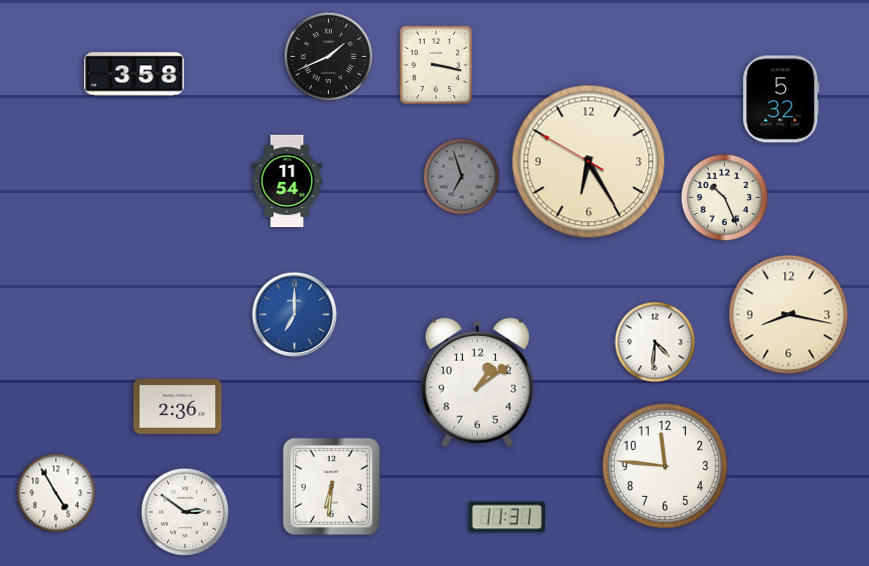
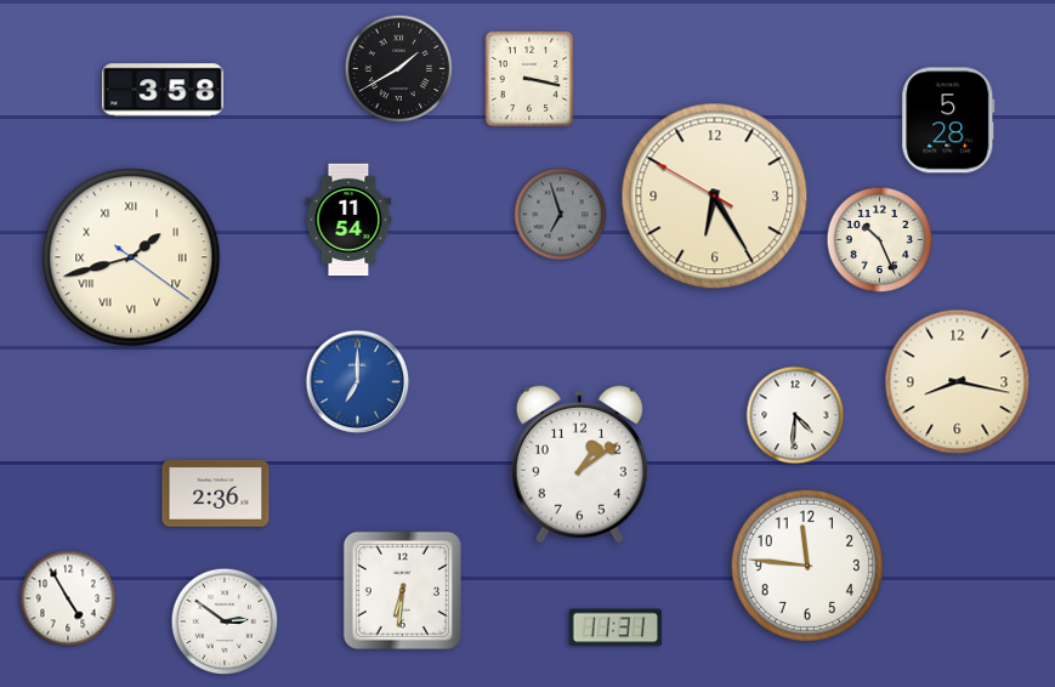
clock at (329, 57): 1:41 -> 1:40
clock at (781, 99): 5:32 -> 5:28
clock at (131, 257): none -> 1:42
